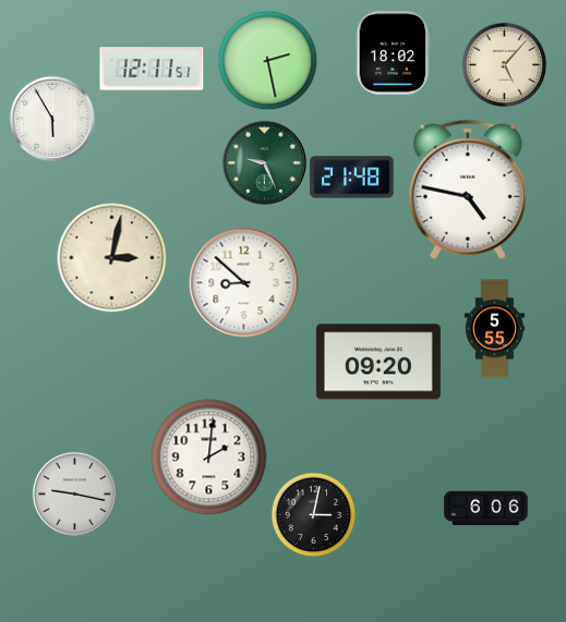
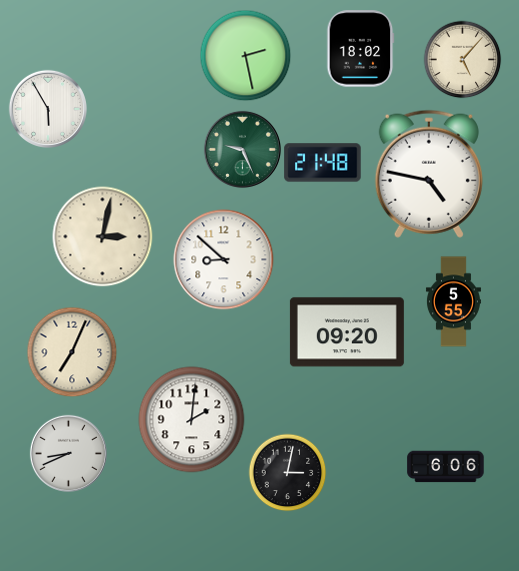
clock at (152, 69): 12:11 -> none
clock at (72, 352): none -> 7:04
clock at (74, 493): 9:17 -> 8:41
